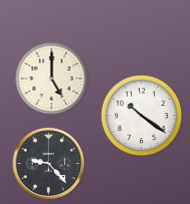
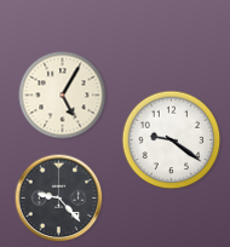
clock at (52, 79): 5:00 -> 5:05
clock at (142, 116): 10:21 -> 9:21
